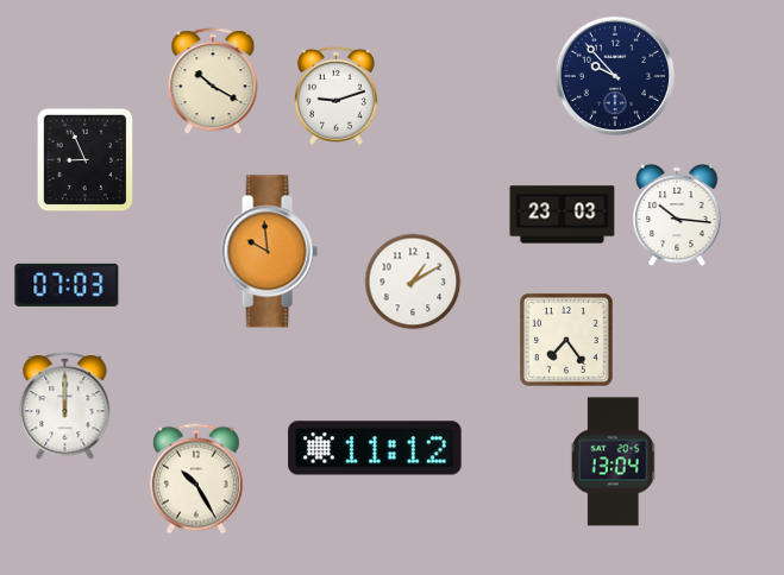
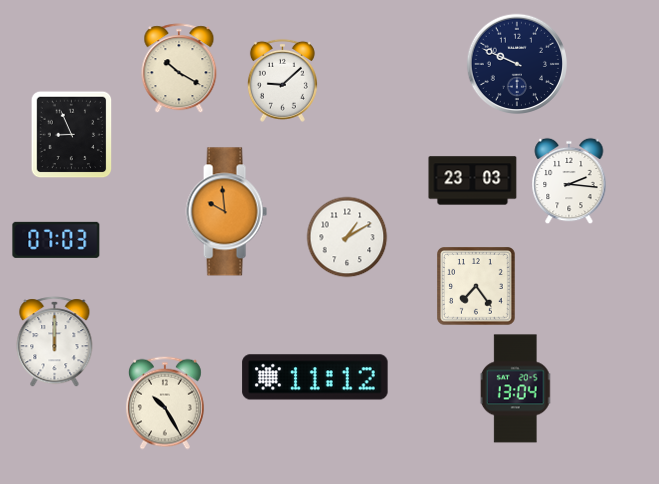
clock at (614, 75): 9:53 -> 9:49
clock at (335, 95): 9:12 -> 9:08
clock at (677, 215): 10:16 -> 2:16
